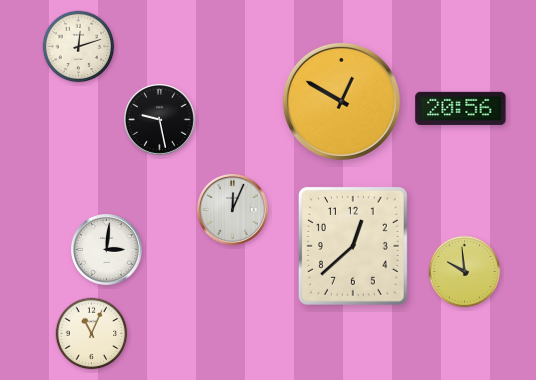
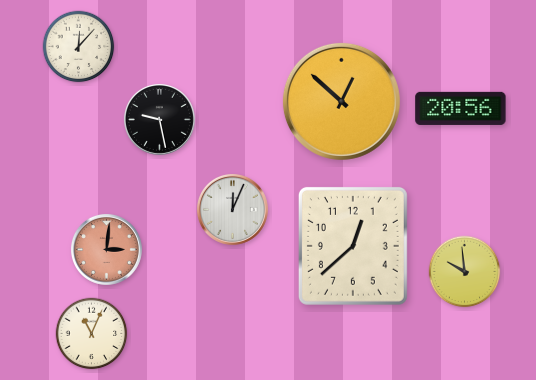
clock at (79, 47): 12:12 -> 12:07
clock at (341, 101): 12:50 -> 12:52
clock at (106, 249) dial: white -> salmon
